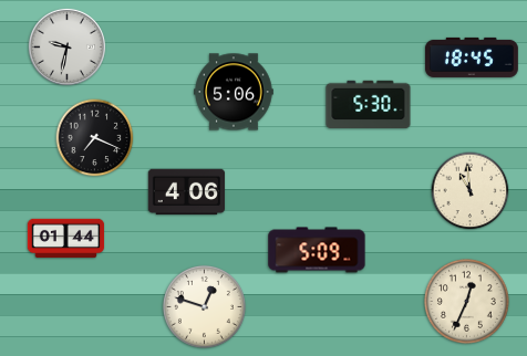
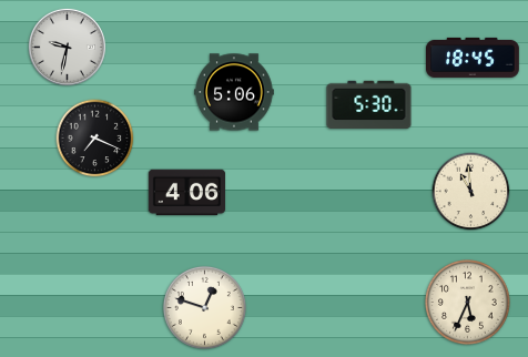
clock at (66, 239): 01:44 -> none
clock at (317, 250): 5:09 -> none
clock at (467, 302): 12:34 -> 5:34
